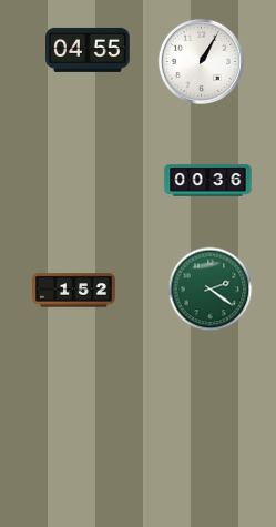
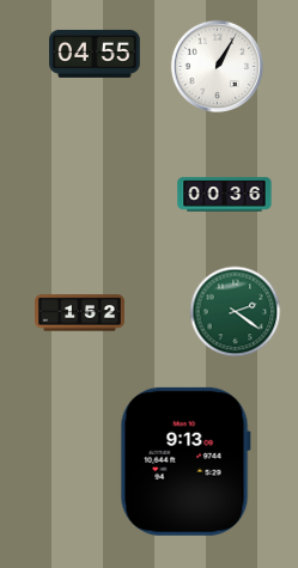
clock at (211, 290) position: (211, 290) -> (236, 312)
clock at (186, 462): none -> 9:13
